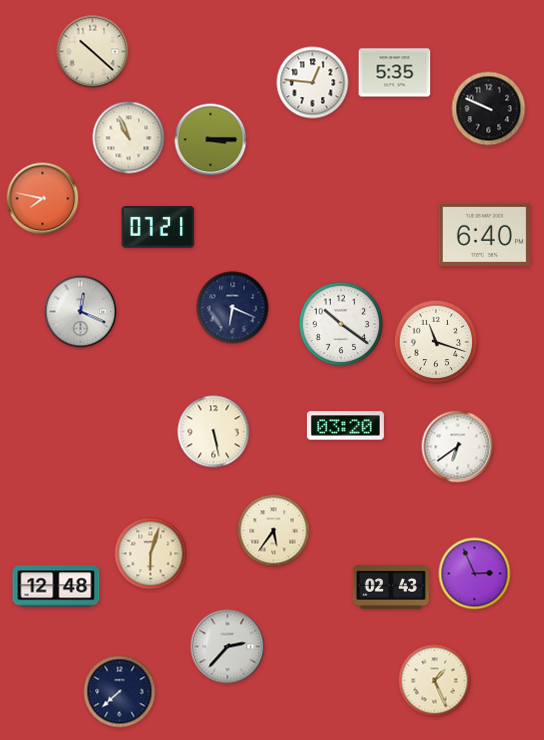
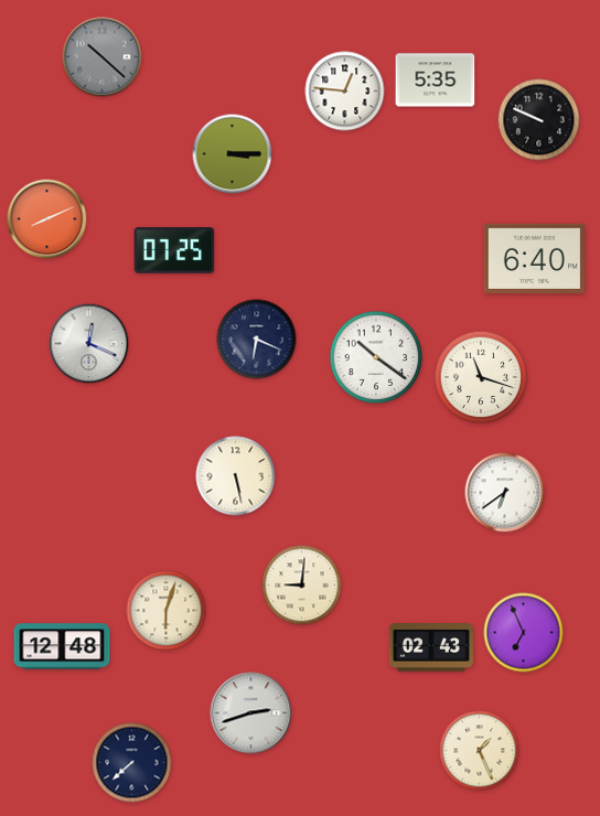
clock at (93, 52) dial: cream -> grey
clock at (129, 138): 10:56 -> none
clock at (43, 199): 7:47 -> 8:11
clock at (158, 227): 07:21 -> 07:25
clock at (345, 426): 03:20 -> none
clock at (274, 531): 5:36 -> 9:01
clock at (475, 574): 2:56 -> 6:56
clock at (228, 647): 2:37 -> 2:42
